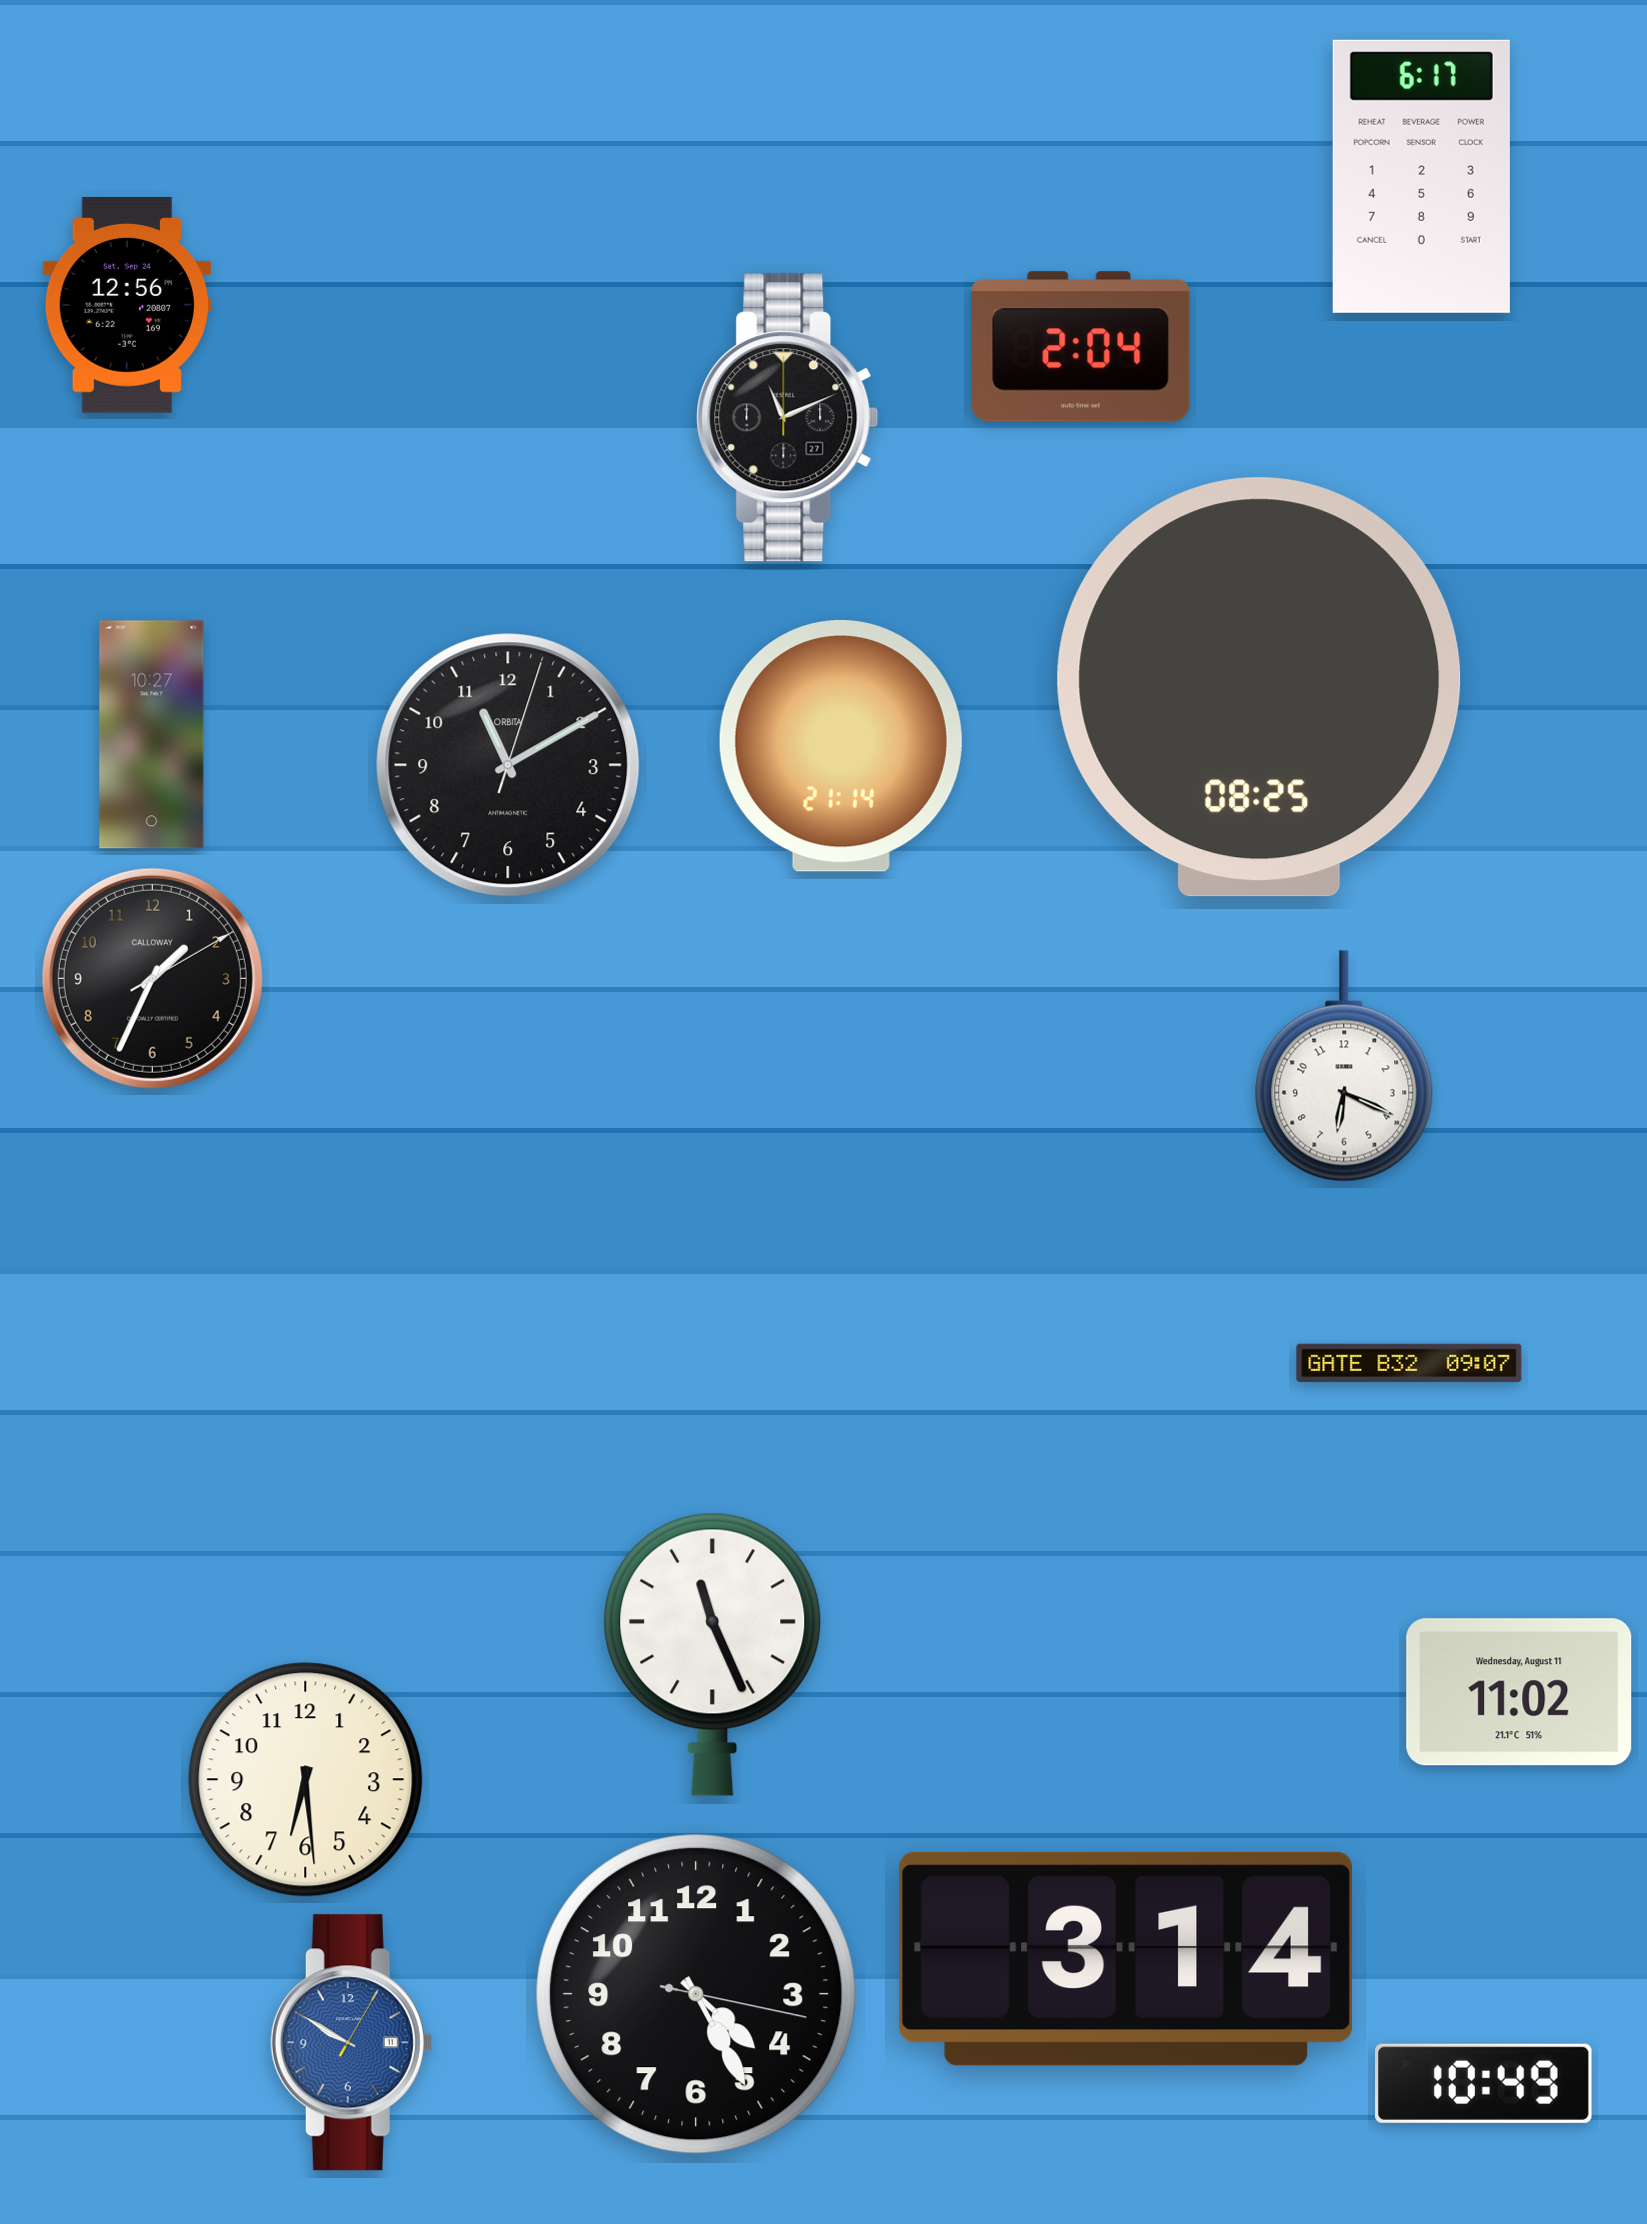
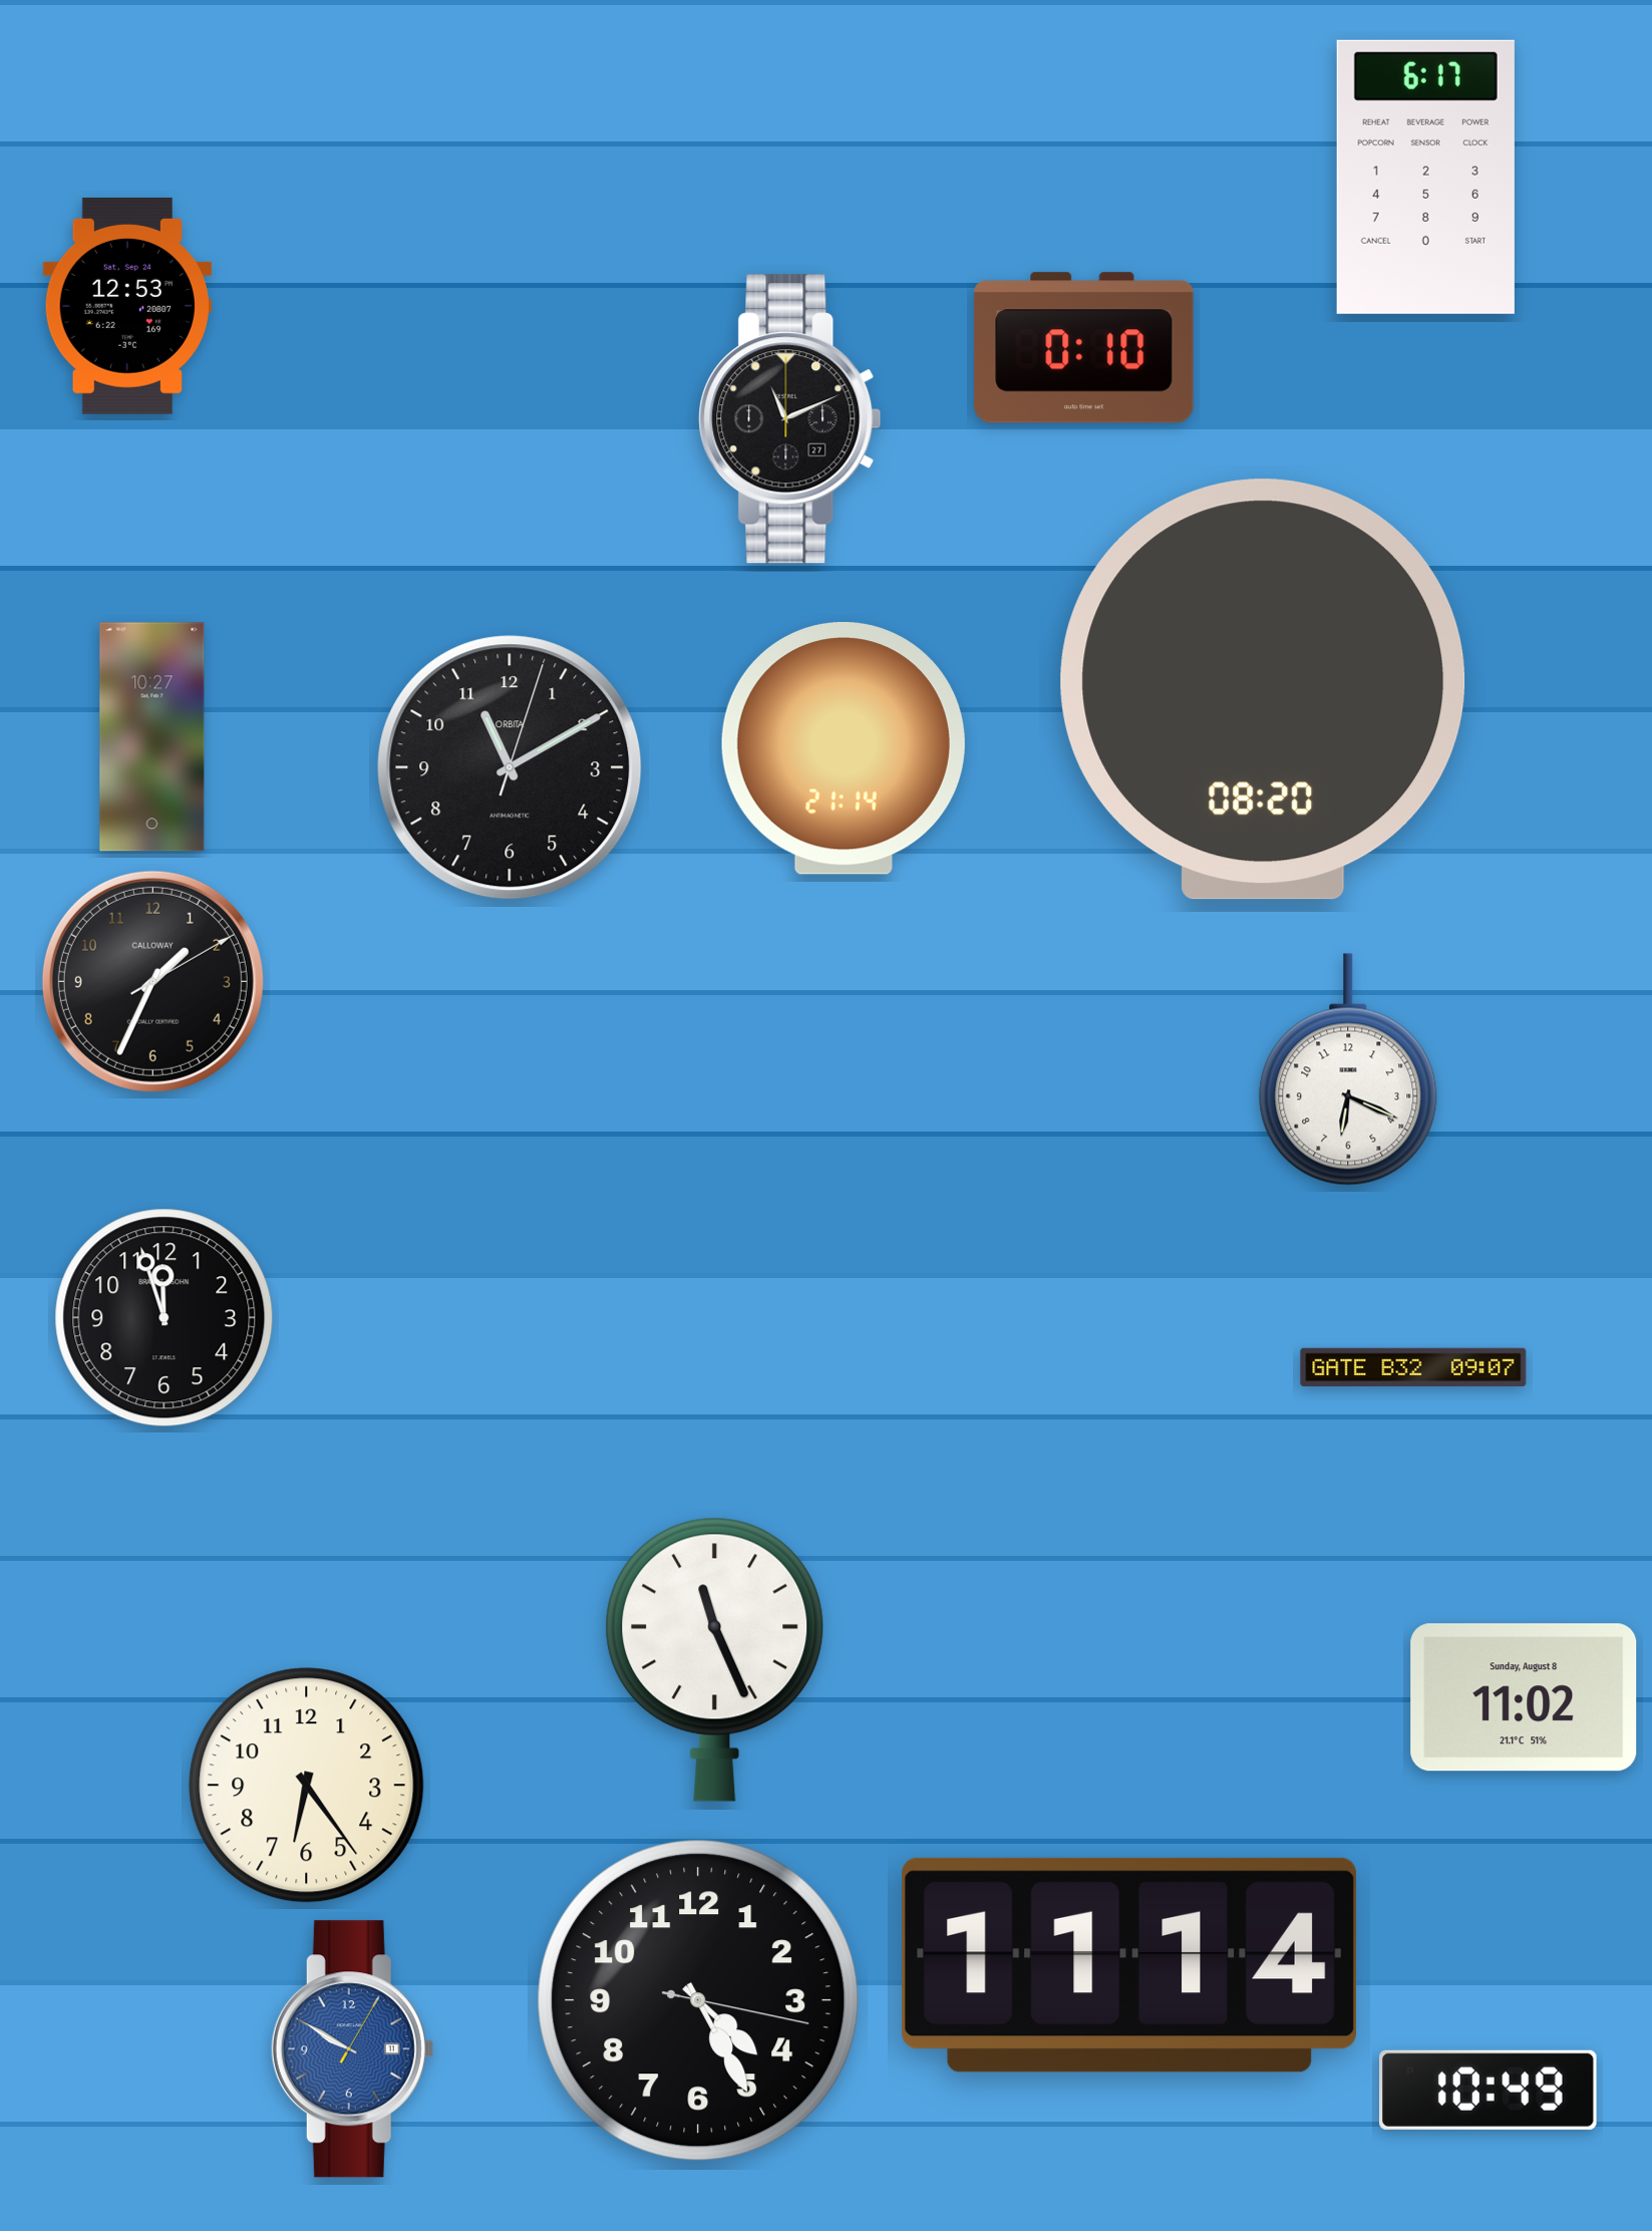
clock at (127, 306): 12:56 -> 12:53
clock at (1081, 347): 2:04 -> 0:10
clock at (1259, 687): 08:25 -> 08:20
clock at (164, 1318): none -> 11:57
clock at (1519, 1692) date: Wednesday, August 11 -> Sunday, August 8
clock at (306, 1780): 6:29 -> 6:24
clock at (1126, 1959): 3:14 -> 11:14
